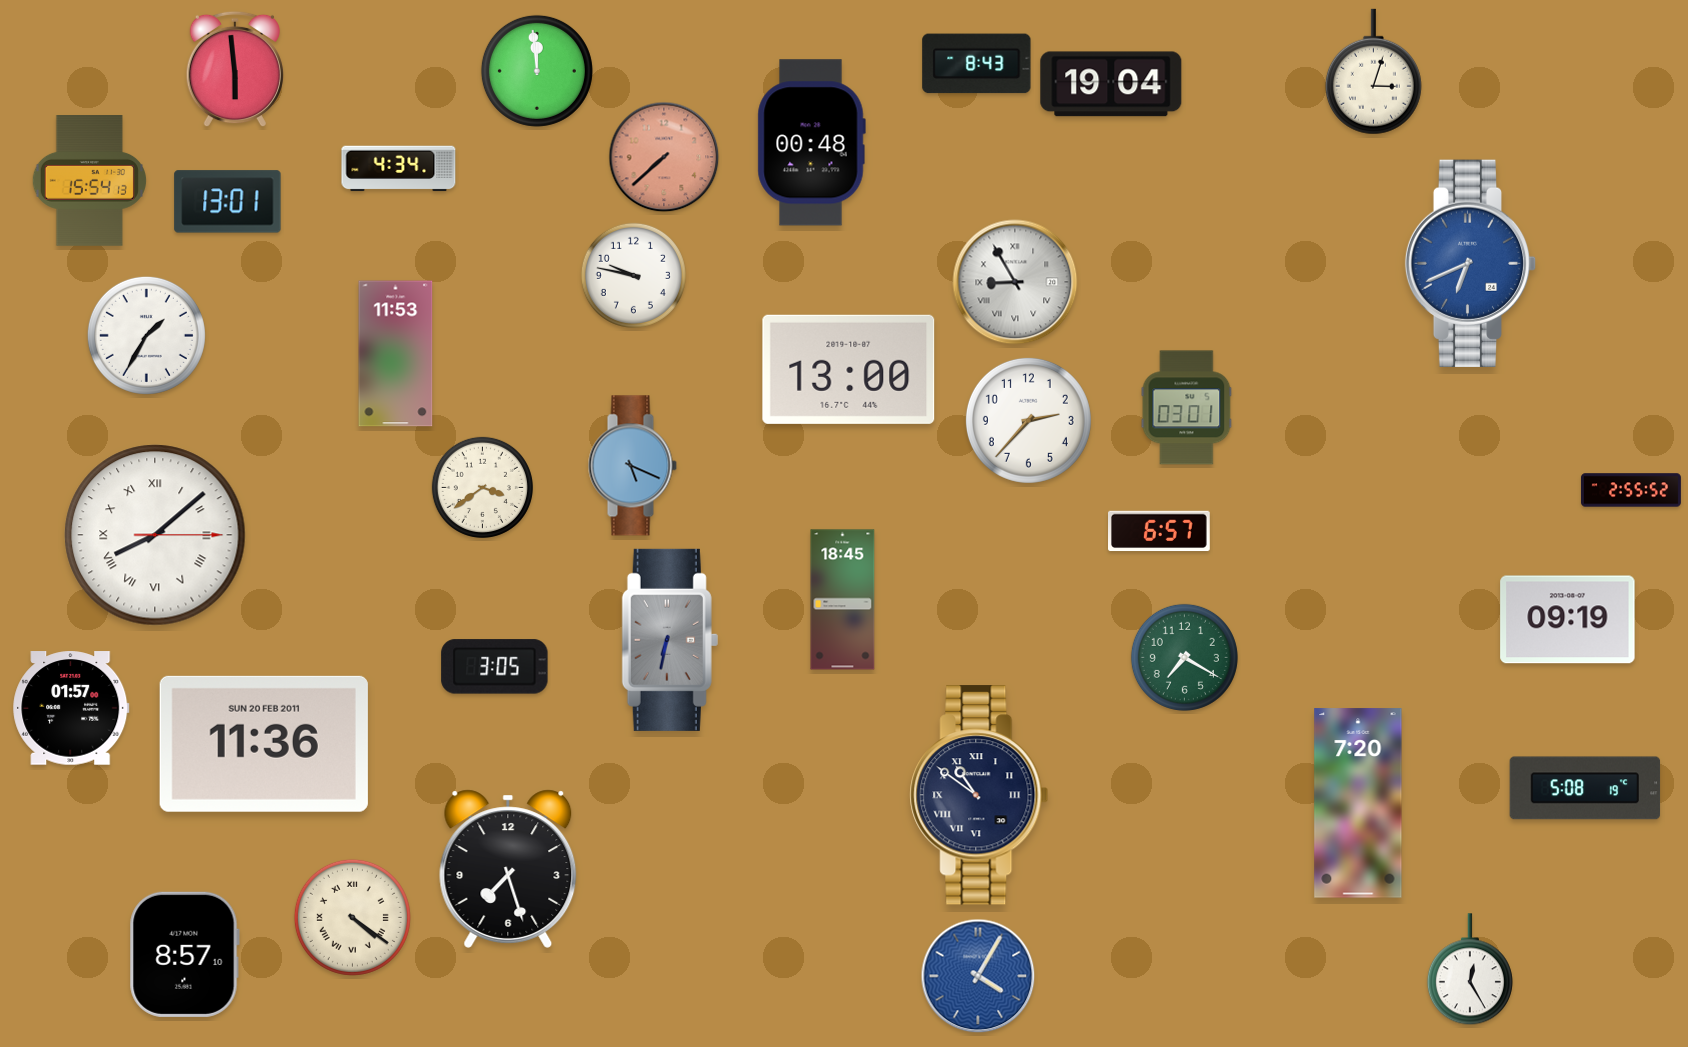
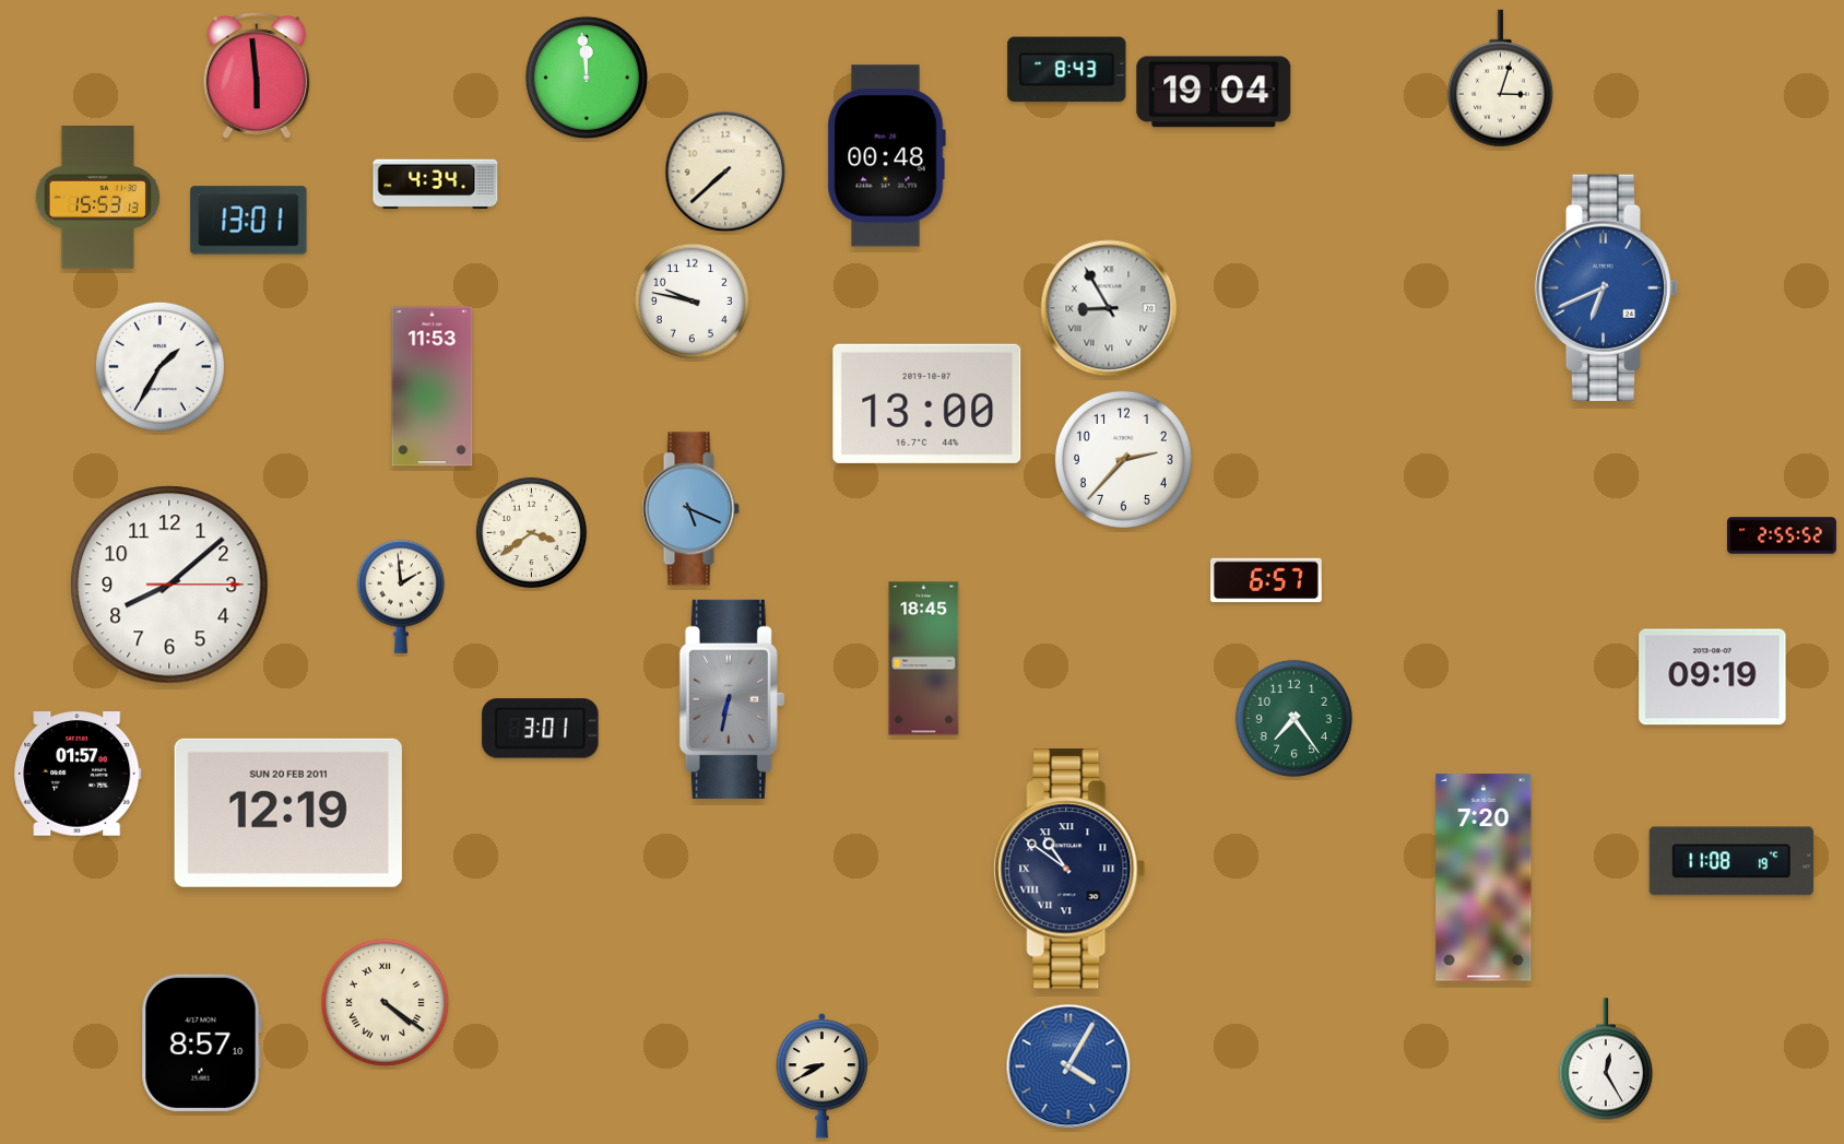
clock at (664, 157) dial: salmon -> cream
clock at (89, 181): 15:54 -> 15:53
clock at (1187, 408): 03:01 -> none
clock at (482, 487) position: (482, 487) -> (531, 532)
clock at (155, 535) numerals: Roman -> Arabic
clock at (401, 597): none -> 1:59
clock at (843, 600) position: (843, 600) -> (924, 659)
clock at (1184, 657): 7:20 -> 7:24
clock at (495, 667): 3:05 -> 3:01
clock at (264, 744): 11:36 -> 12:19
clock at (1585, 788): 5:08 -> 11:08
clock at (508, 869): 7:27 -> none
clock at (821, 1076): none -> 8:40
